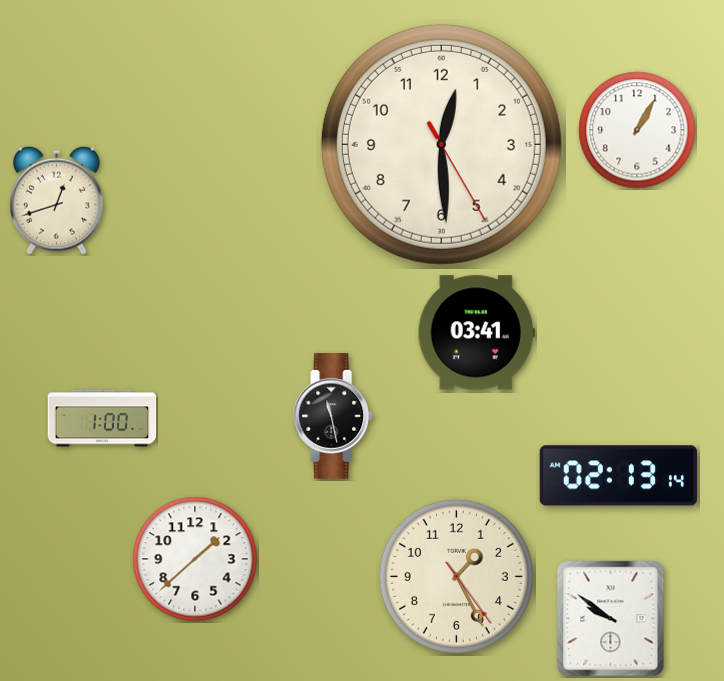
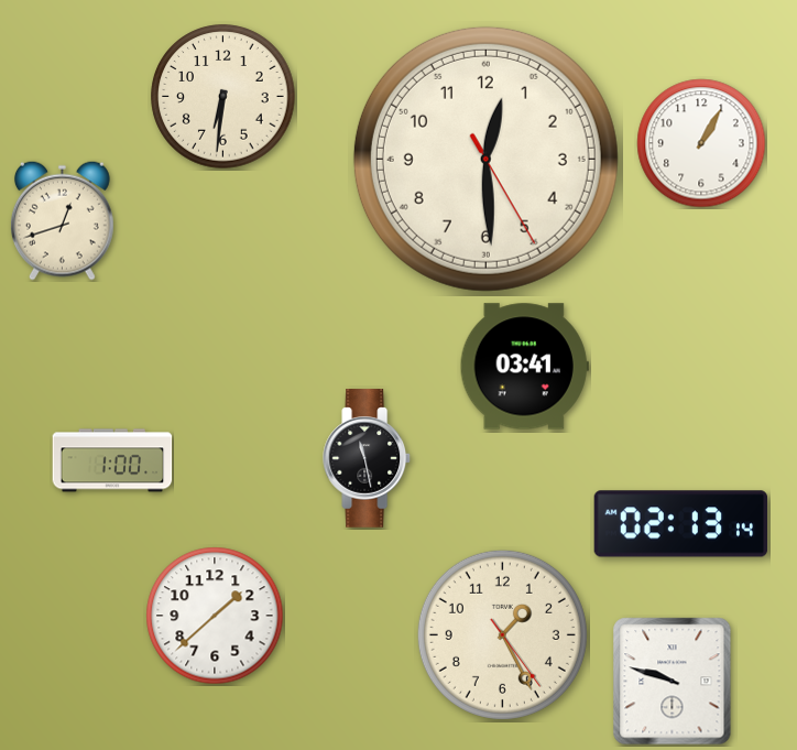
clock at (223, 97): none -> 6:31
clock at (611, 619): 9:51 -> 9:48
